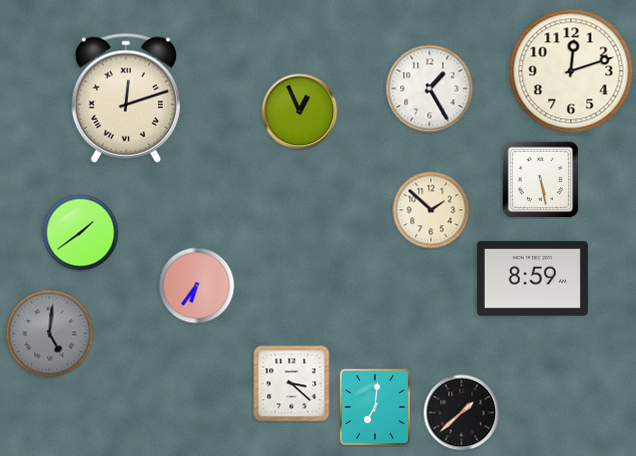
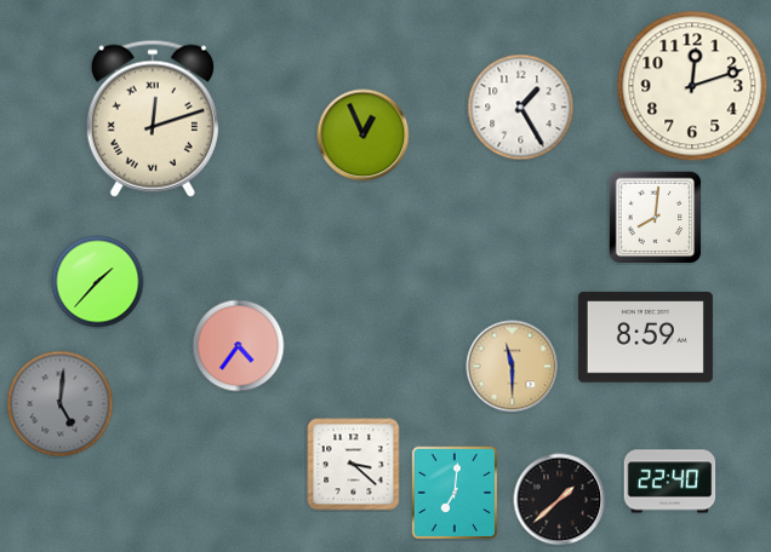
clock at (540, 179): 5:28 -> 8:01
clock at (431, 210): 1:52 -> none
clock at (81, 233): 1:39 -> 1:37
clock at (197, 286): 6:36 -> 4:36
clock at (513, 367): none -> 11:30
clock at (670, 482): none -> 22:40
